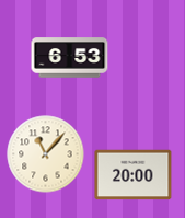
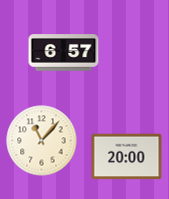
clock at (70, 58): 6:53 -> 6:57
clock at (134, 175) position: (134, 175) -> (127, 157)
